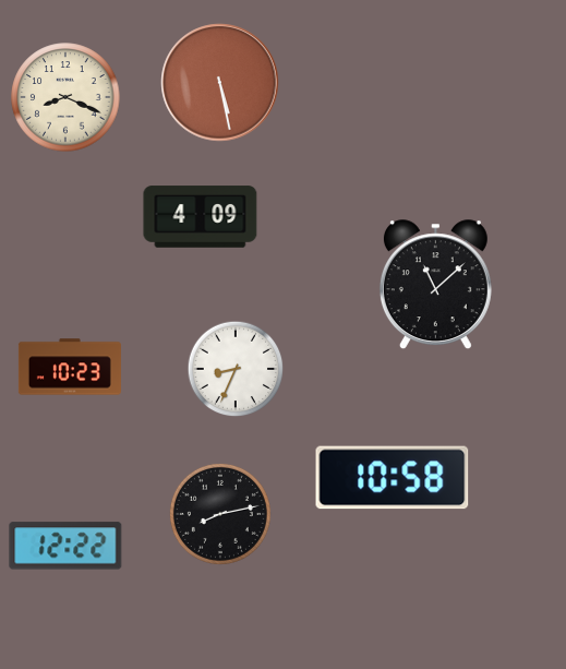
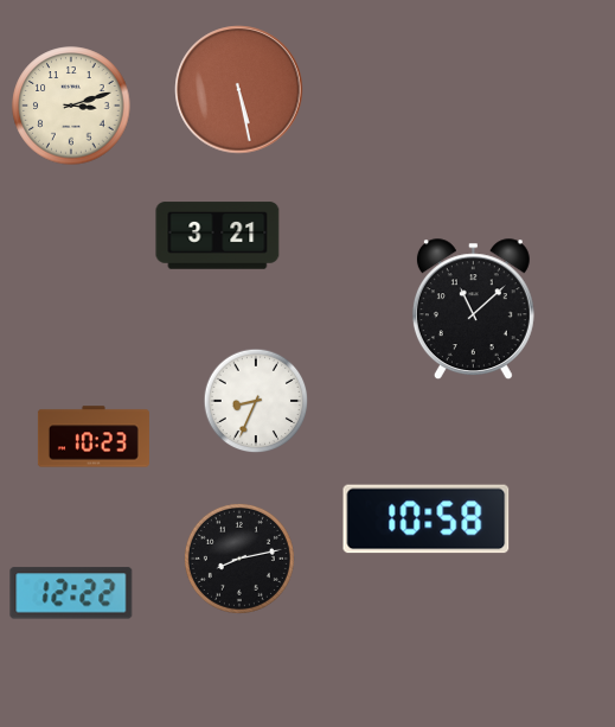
clock at (65, 97): 8:19 -> 3:12
clock at (201, 217): 4:09 -> 3:21
clock at (70, 367) position: (70, 367) -> (94, 436)
